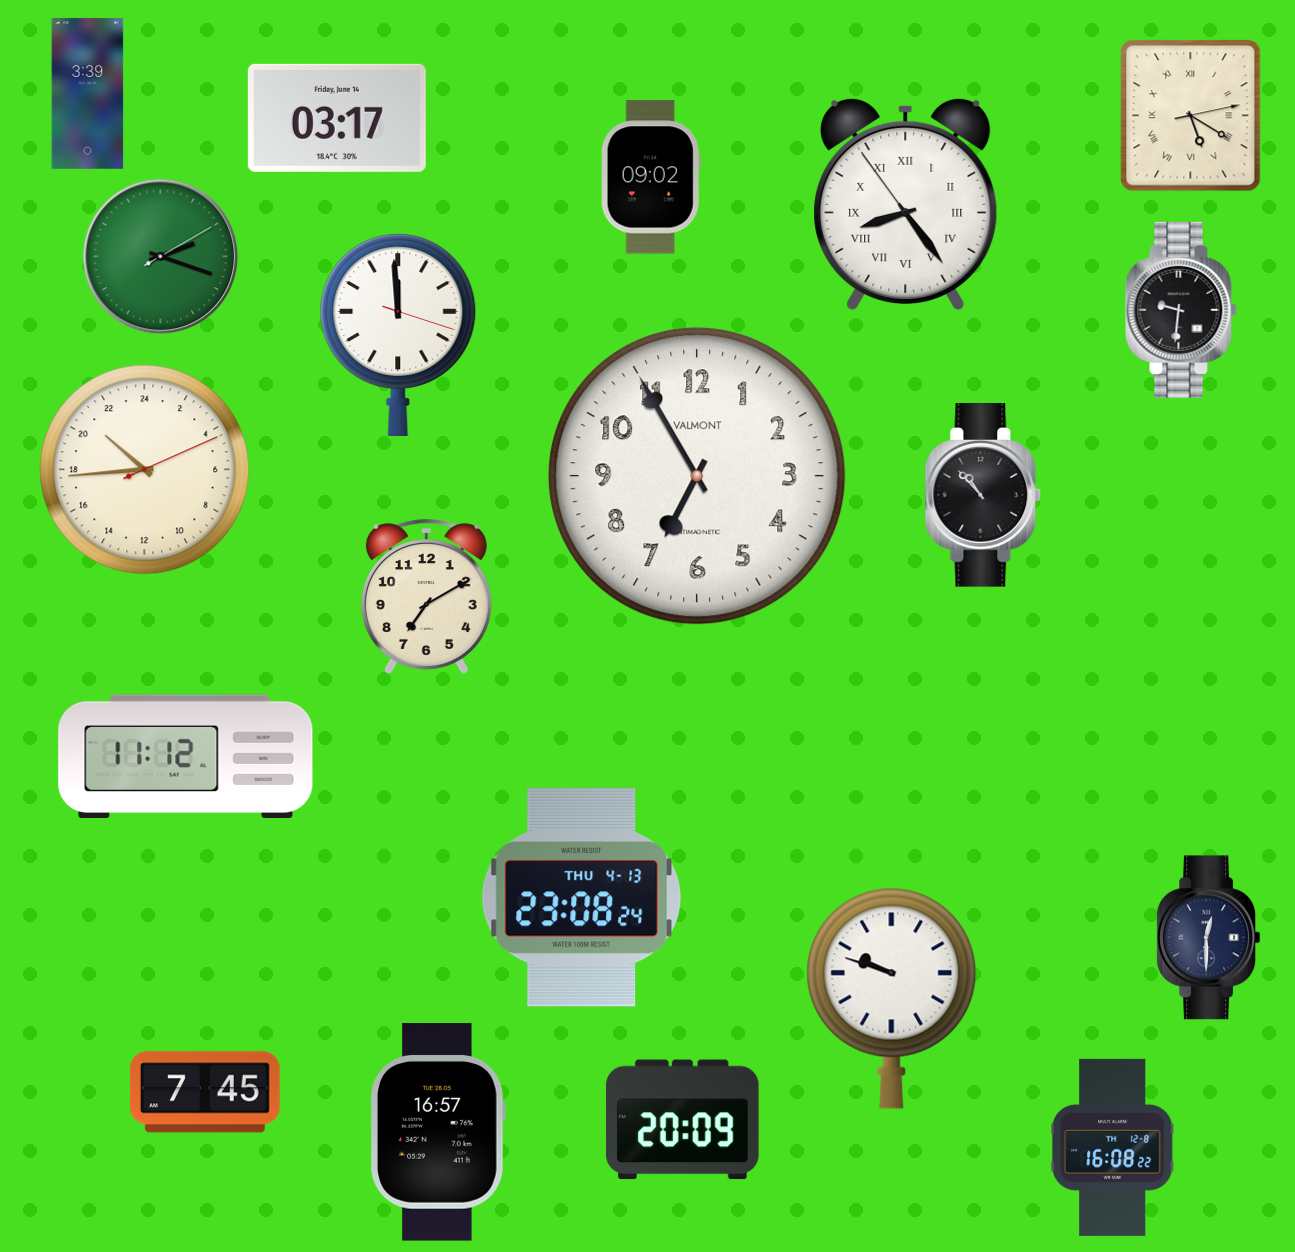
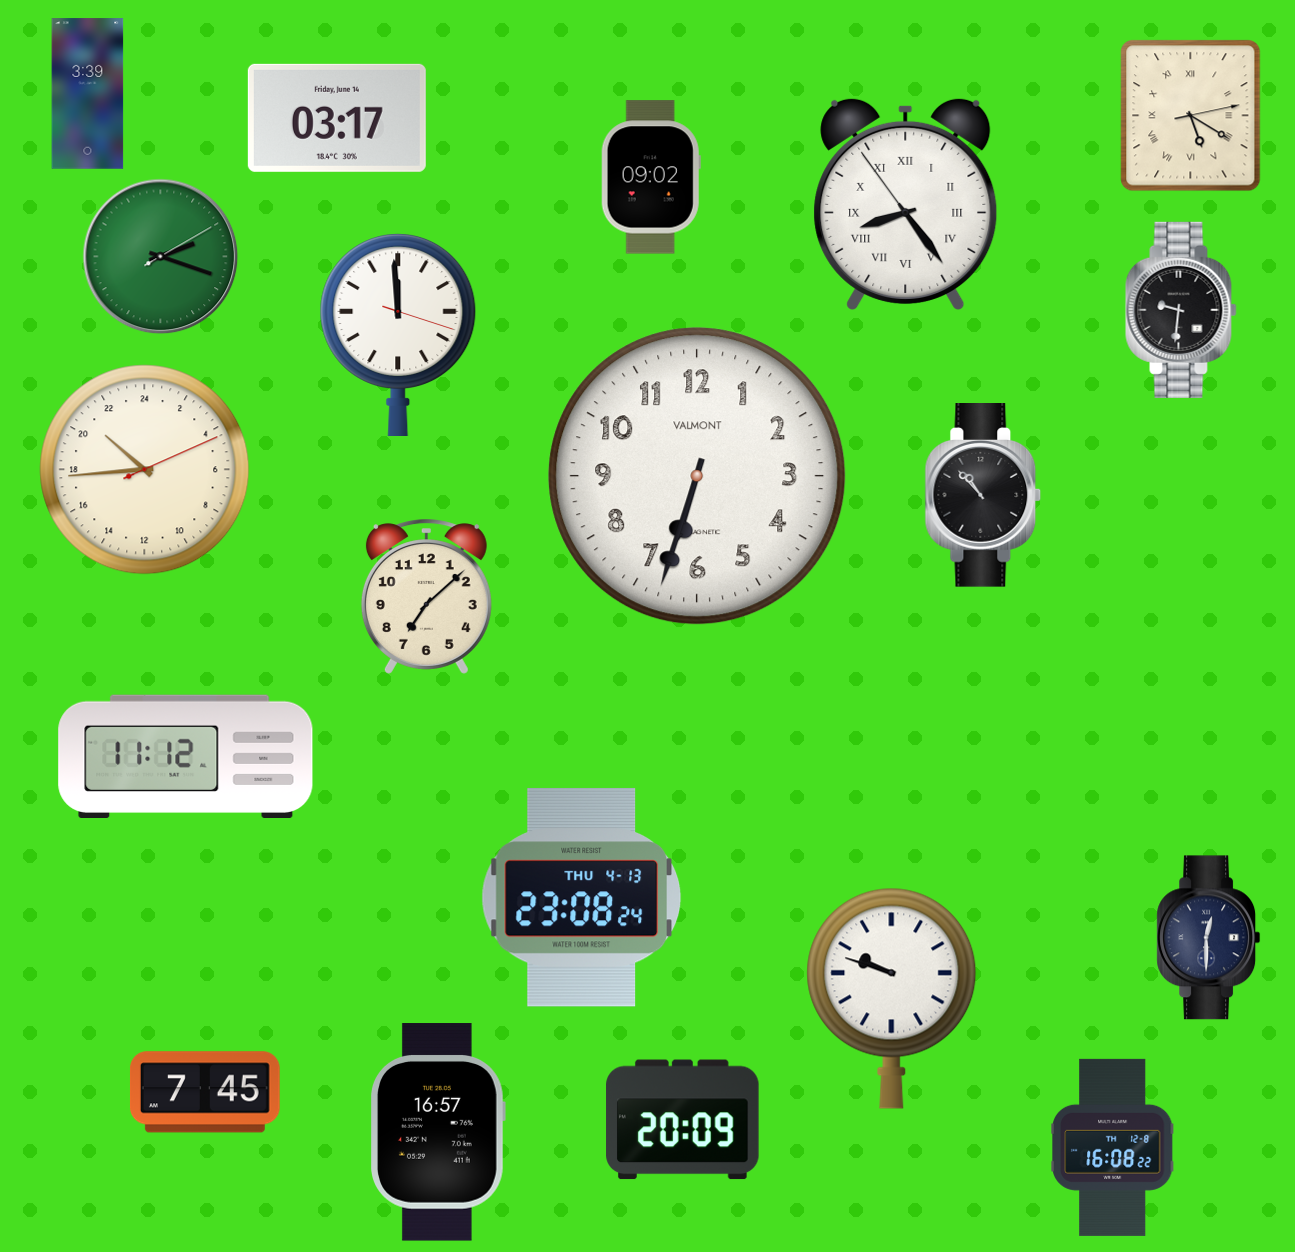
clock at (697, 476): 6:55 -> 6:33
clock at (426, 597): 7:10 -> 7:08
